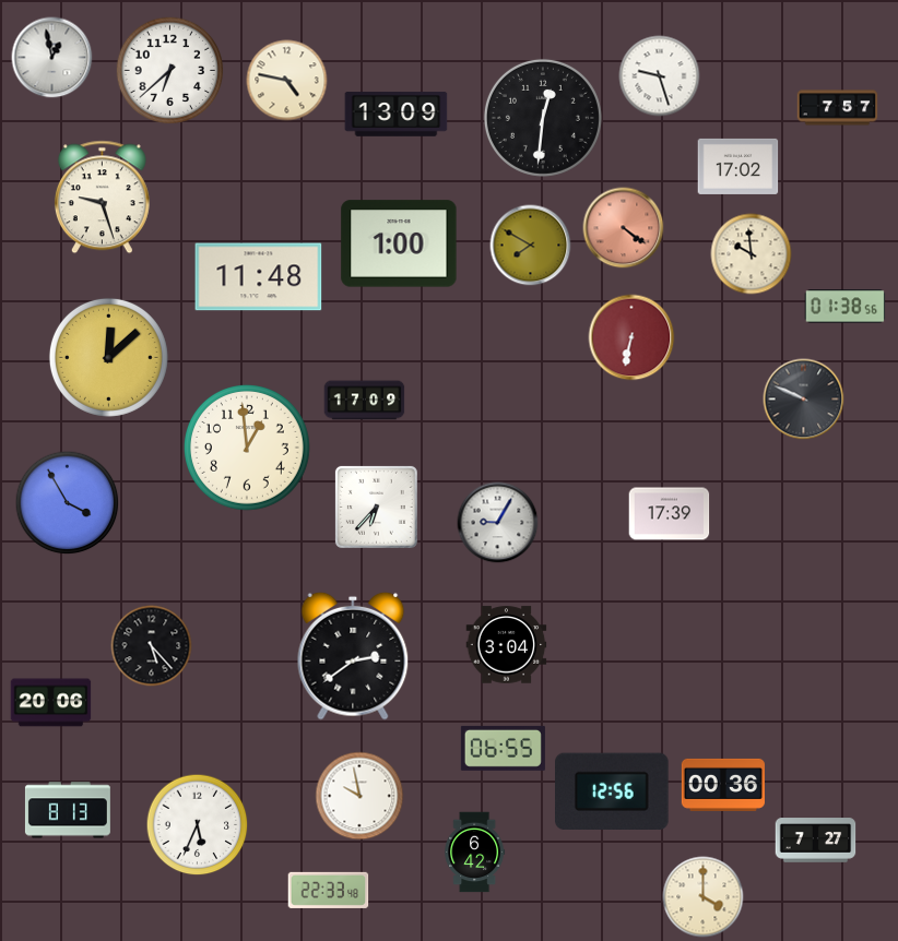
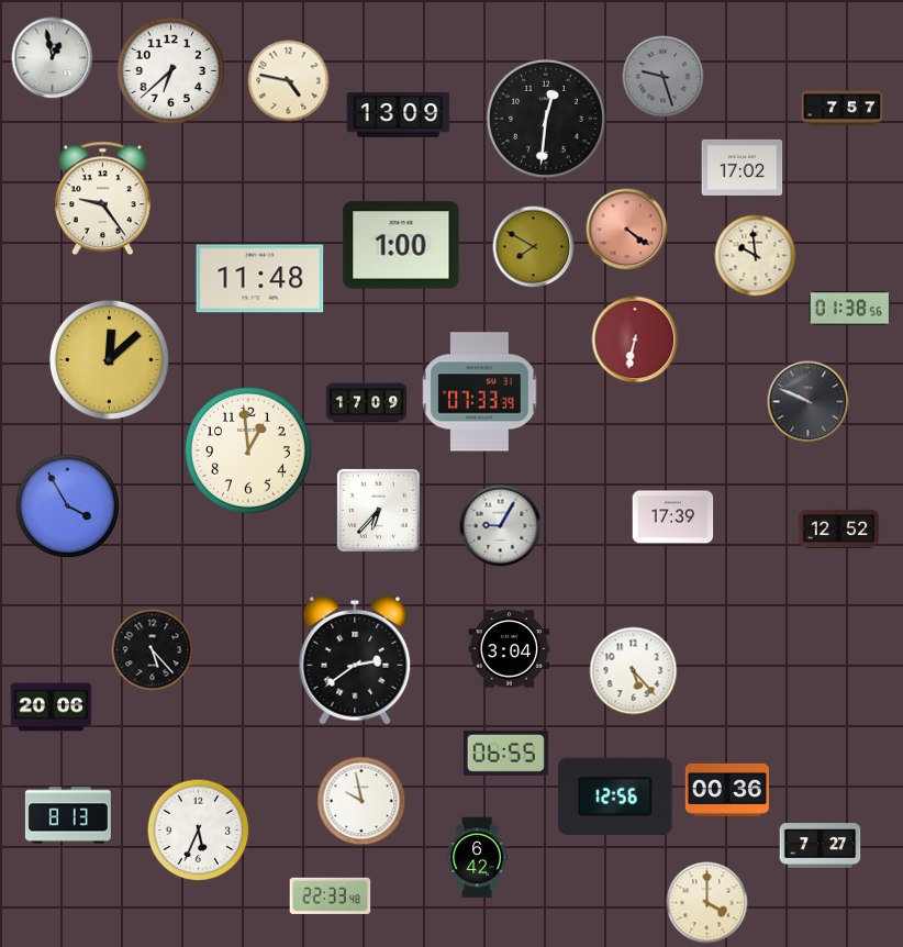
clock at (660, 76) dial: white -> grey
clock at (102, 198): 9:27 -> 9:24
clock at (480, 392): none -> 07:33
clock at (839, 530): none -> 12:52
clock at (634, 671): none -> 5:23
